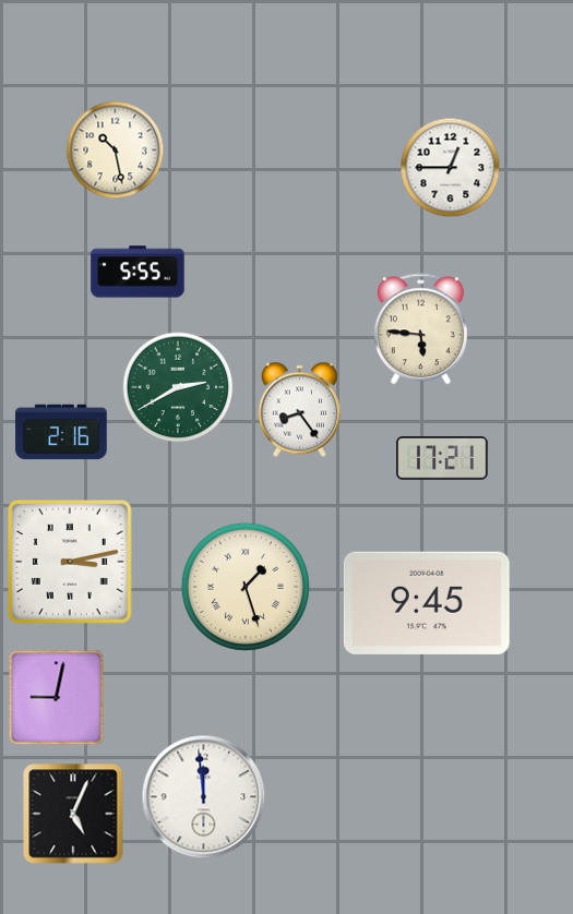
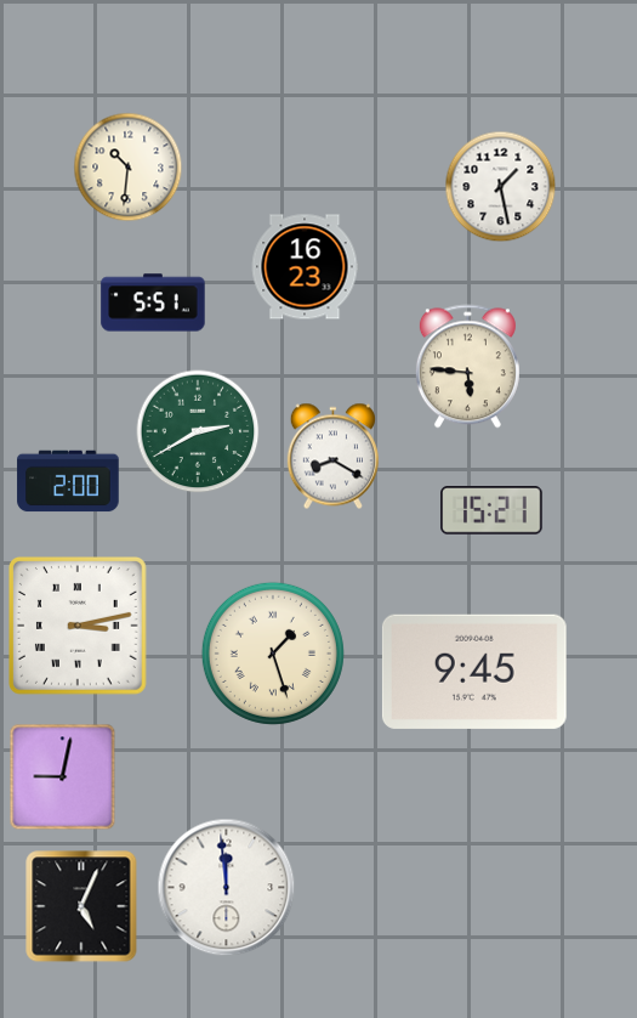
clock at (116, 151): 10:28 -> 10:31
clock at (451, 168): 12:45 -> 1:28
clock at (305, 267): none -> 16:23
clock at (138, 272): 5:55 -> 5:51
clock at (299, 410): 8:24 -> 8:20
clock at (61, 432): 2:16 -> 2:00
clock at (442, 459): 17:21 -> 15:21
